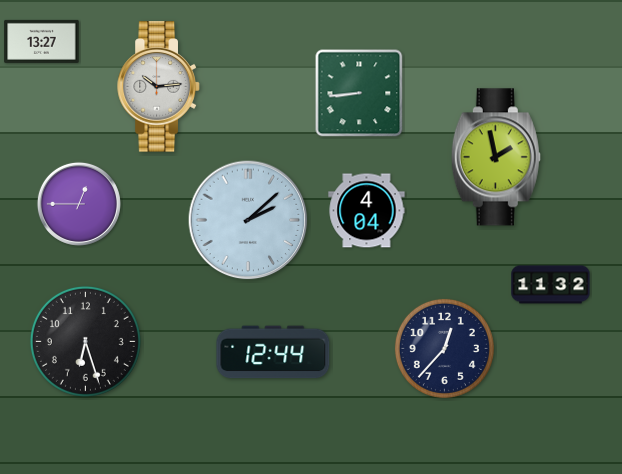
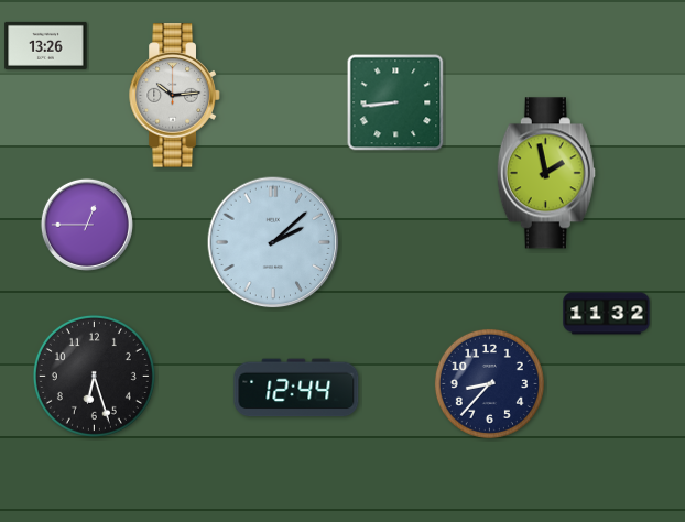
clock at (42, 41): 13:27 -> 13:26
clock at (367, 211): 4:04 -> none
clock at (444, 348): 12:37 -> 8:37
clock at (273, 352) position: (273, 352) -> (296, 388)
